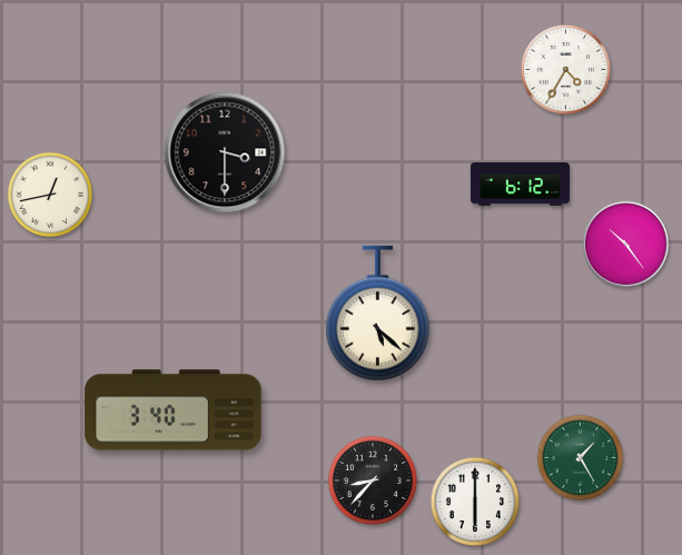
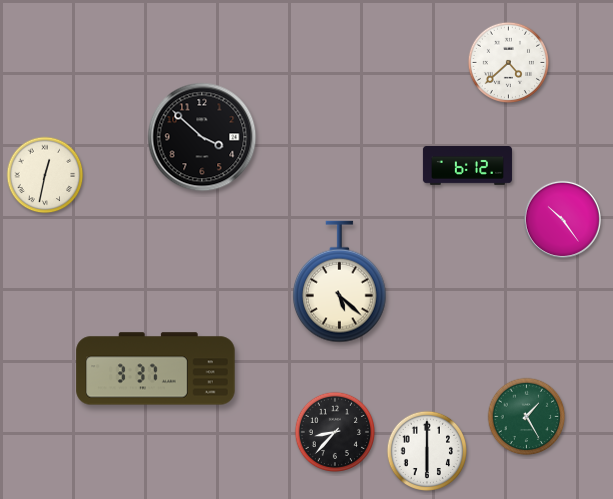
clock at (565, 69): 4:35 -> 4:38
clock at (225, 152): 3:30 -> 3:52
clock at (50, 195): 12:43 -> 12:32
clock at (174, 410): 3:40 -> 3:37
clock at (581, 458) position: (581, 458) -> (527, 417)
